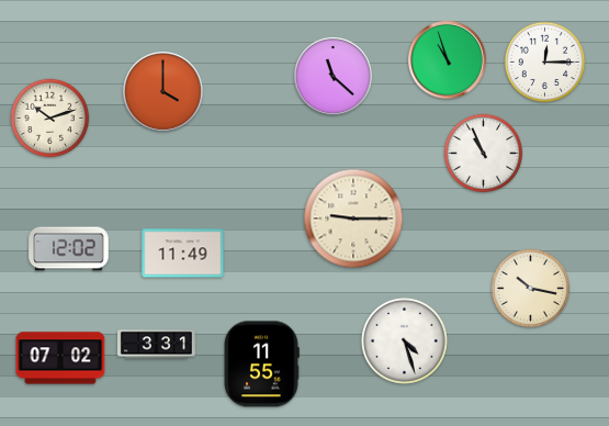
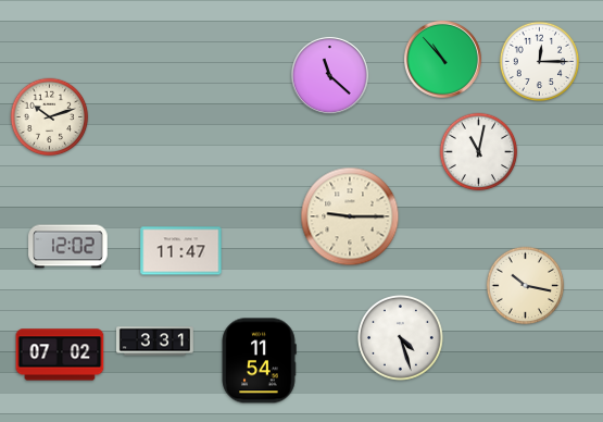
clock at (447, 59): 10:57 -> 10:53
clock at (163, 92): 4:00 -> none
clock at (484, 154): 10:56 -> 11:02
clock at (183, 254): 11:49 -> 11:47
clock at (261, 365): 11:55 -> 11:54
